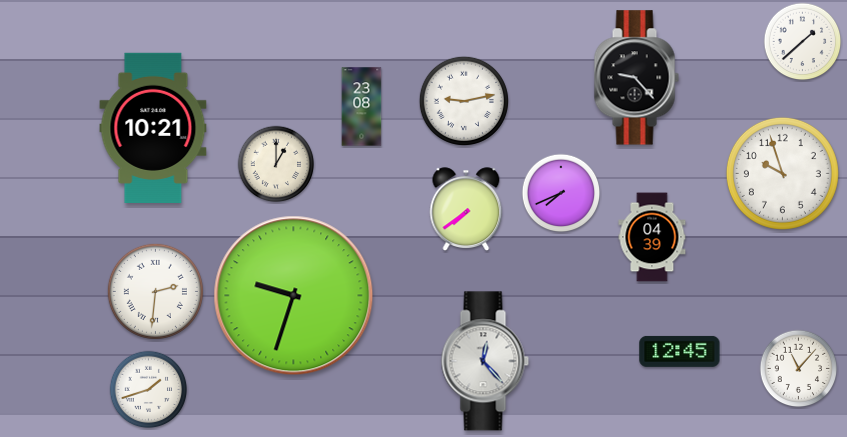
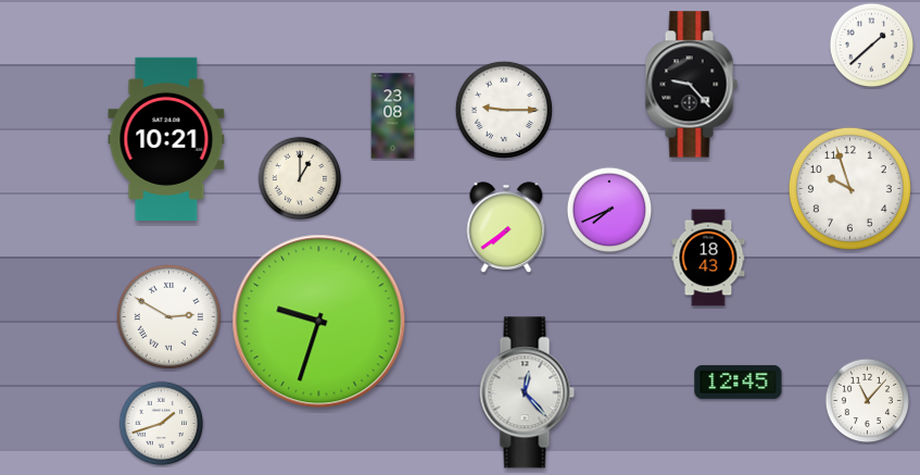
clock at (464, 101): 9:13 -> 9:15
clock at (652, 237): 04:39 -> 18:43
clock at (155, 291): 2:31 -> 2:50
